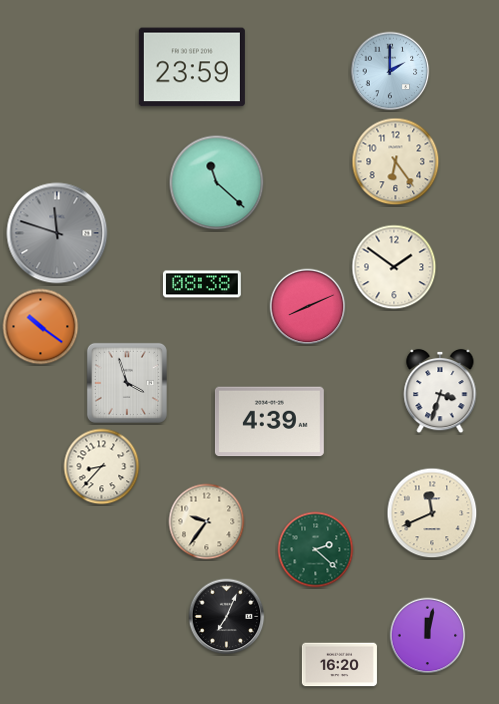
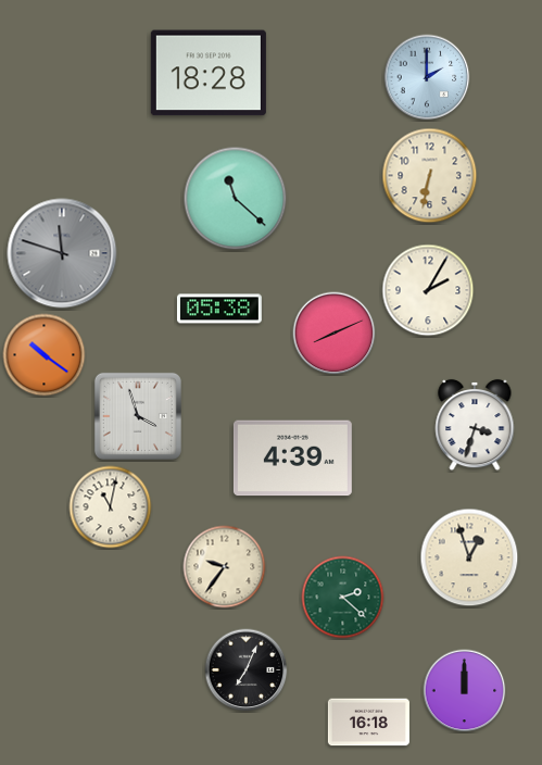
clock at (192, 67): 23:59 -> 18:28
clock at (390, 71) position: (390, 71) -> (427, 77)
clock at (396, 162): 6:24 -> 6:32
clock at (394, 267): 1:51 -> 2:05
clock at (202, 284): 08:38 -> 05:38
clock at (440, 391) position: (440, 391) -> (475, 425)
clock at (102, 467): 8:37 -> 11:02
clock at (432, 513): 11:41 -> 12:57
clock at (428, 636): 12:02 -> 12:00
clock at (339, 665): 16:20 -> 16:18
